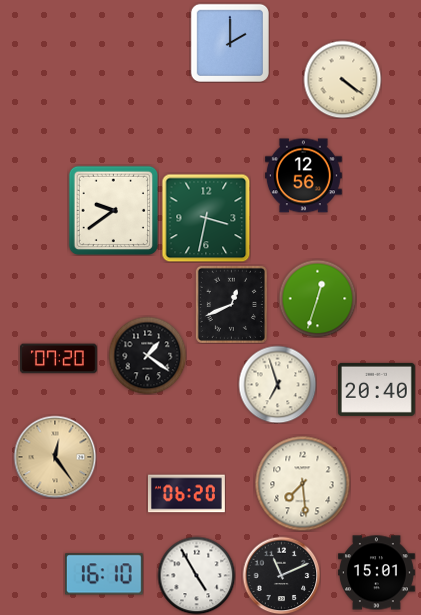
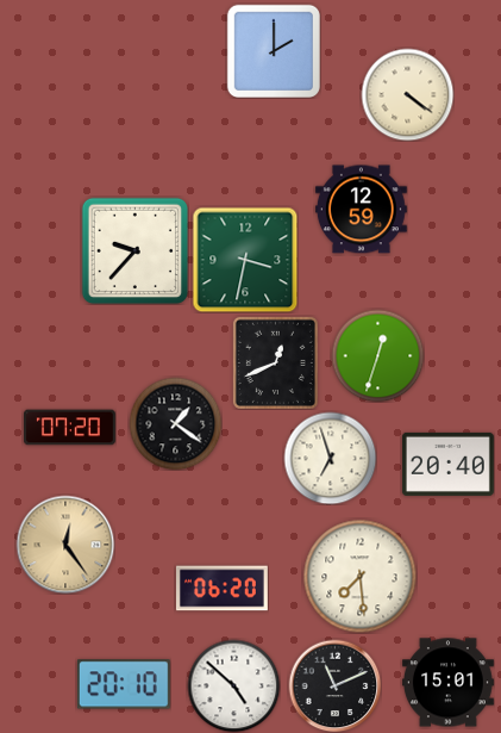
clock at (303, 176): 12:56 -> 12:59
clock at (113, 210): 9:39 -> 9:37
clock at (104, 574): 16:10 -> 20:10
clock at (196, 575): 4:55 -> 4:52
